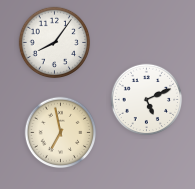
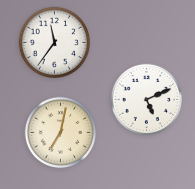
clock at (55, 43): 8:06 -> 11:36
clock at (61, 133): 6:58 -> 7:02
